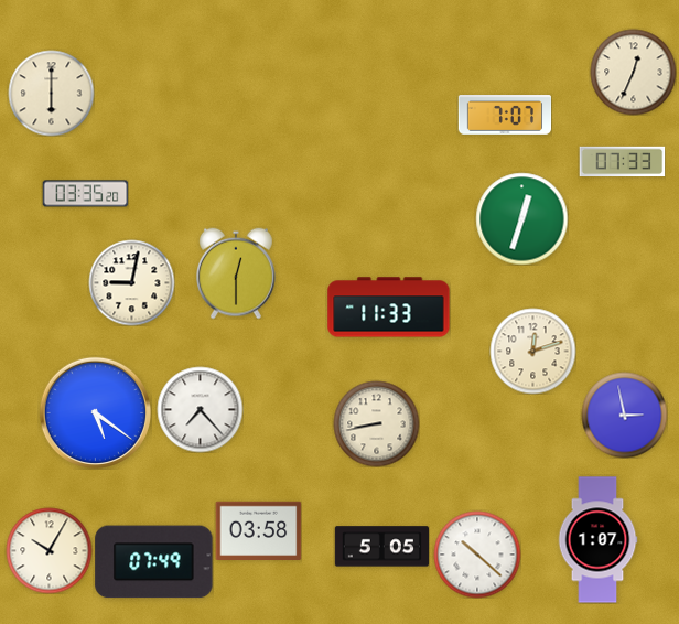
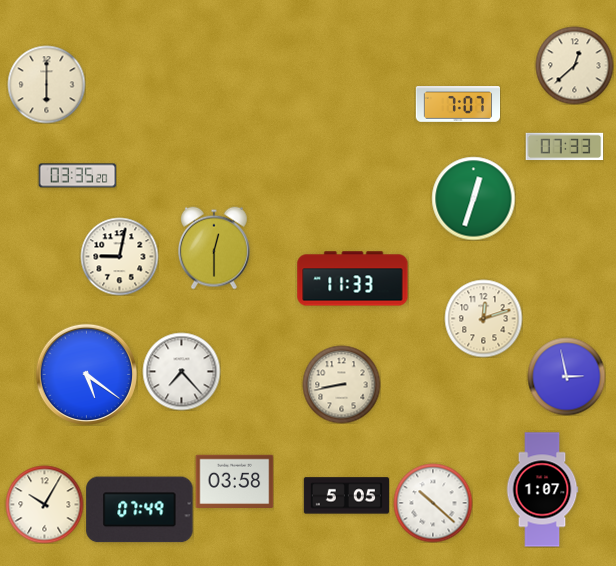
clock at (633, 72): 12:34 -> 12:38
clock at (48, 550) position: (48, 550) -> (44, 504)
